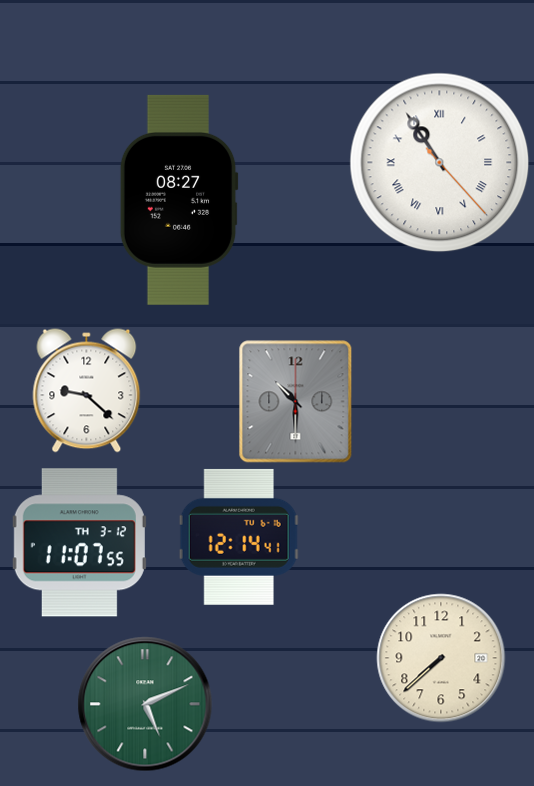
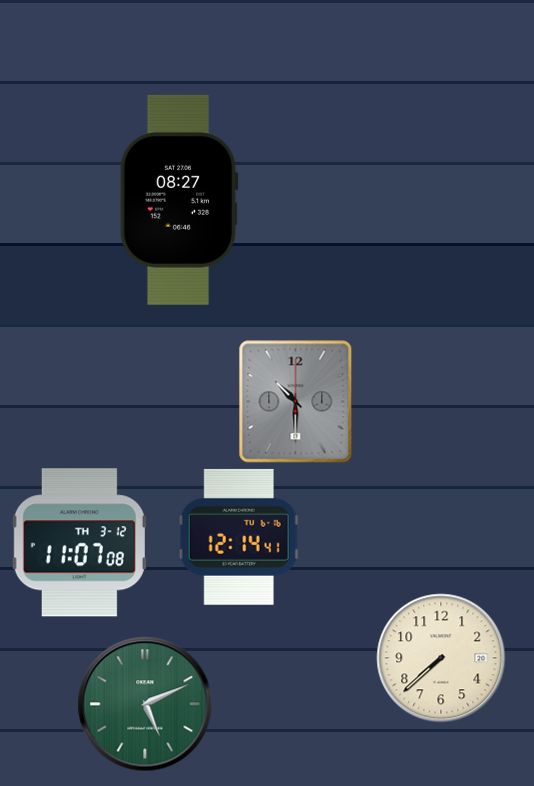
clock at (440, 163): 10:54 -> none
clock at (87, 391): 9:22 -> none
clock at (79, 543): 11:07:55 -> 11:07:08
